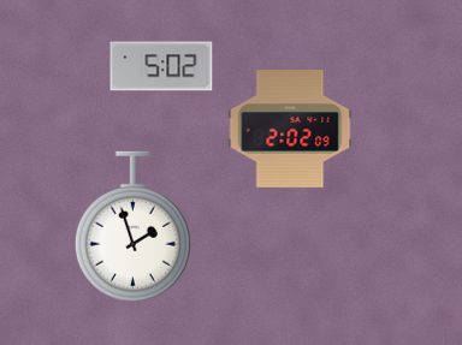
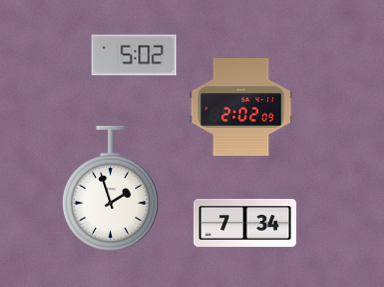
clock at (245, 223): none -> 7:34
